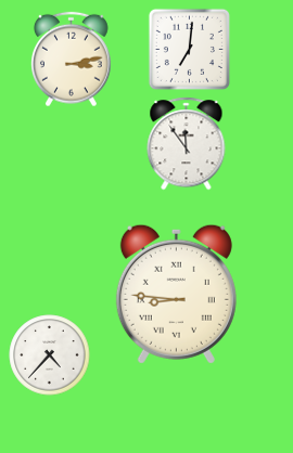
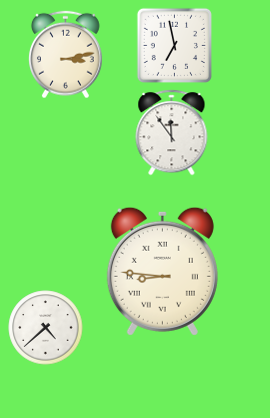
clock at (189, 49): 7:01 -> 6:58
clock at (50, 355): 4:37 -> 4:38
